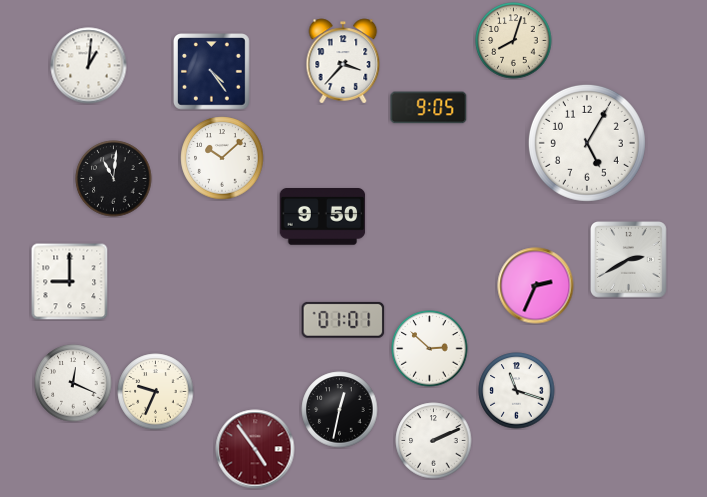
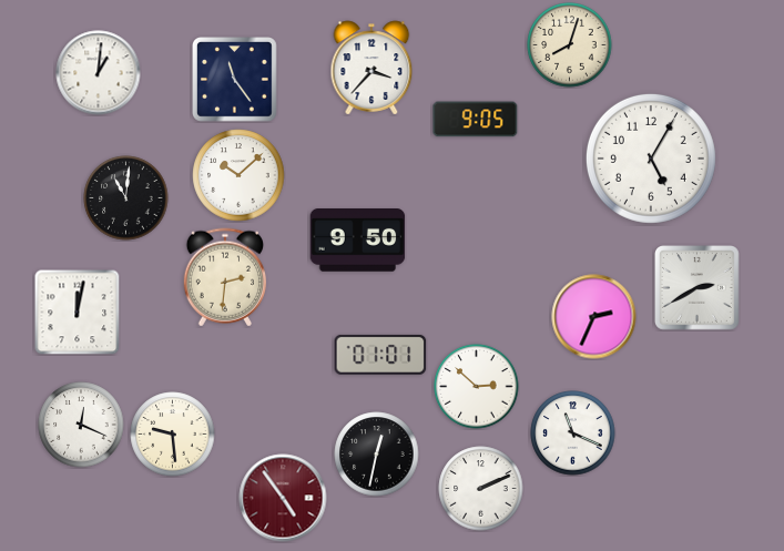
clock at (343, 61) position: (343, 61) -> (371, 68)
clock at (212, 72): 4:24 -> 11:24
clock at (222, 158) position: (222, 158) -> (238, 175)
clock at (224, 277): none -> 2:31
clock at (69, 281): 9:00 -> 12:02
clock at (517, 391): 11:18 -> 11:19
clock at (156, 392): 9:34 -> 9:29
